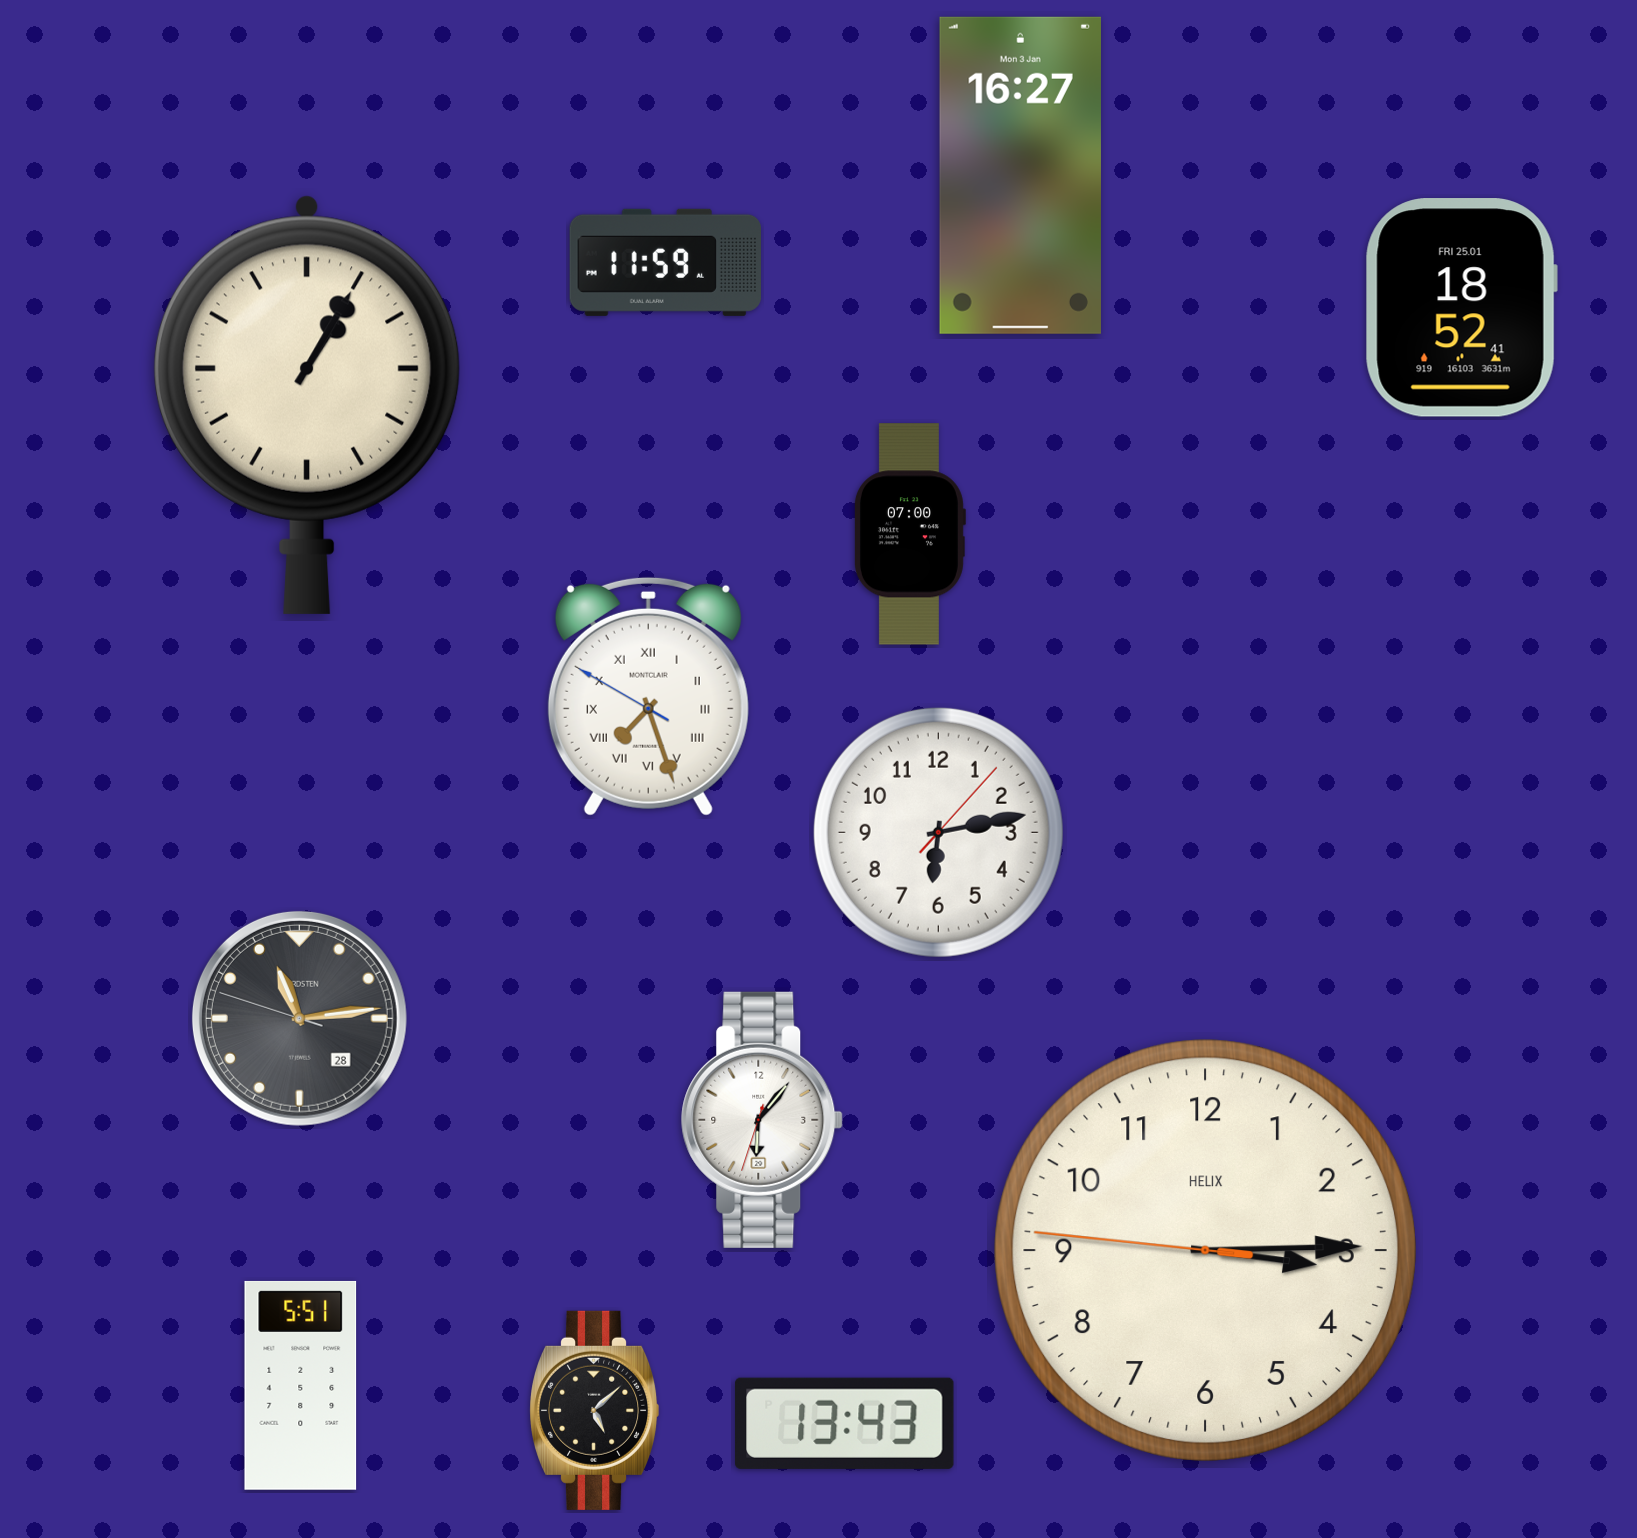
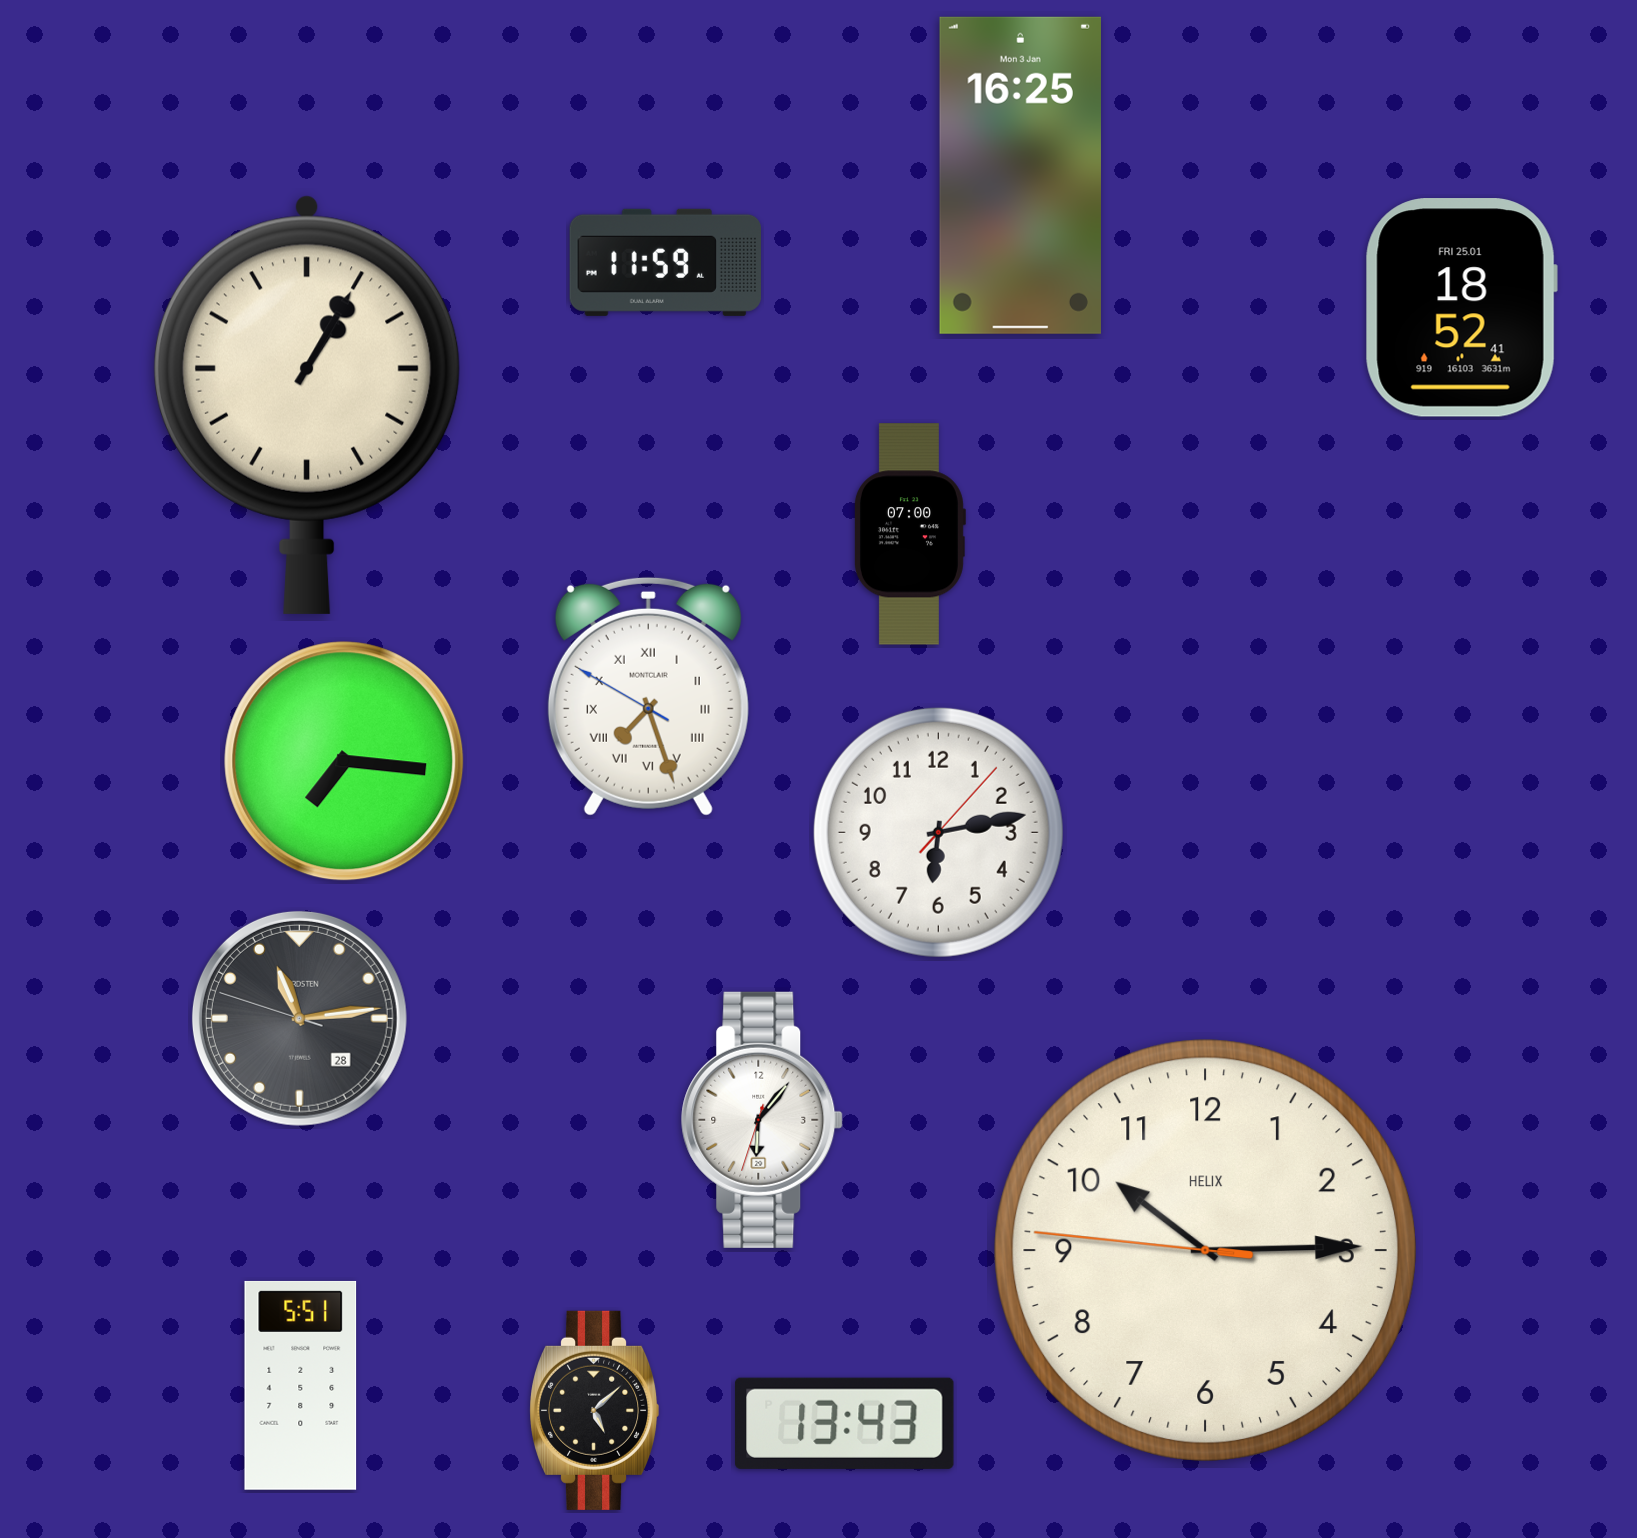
clock at (1020, 175): 16:27 -> 16:25
clock at (344, 761): none -> 7:16
clock at (1205, 1250): 3:14 -> 10:14
